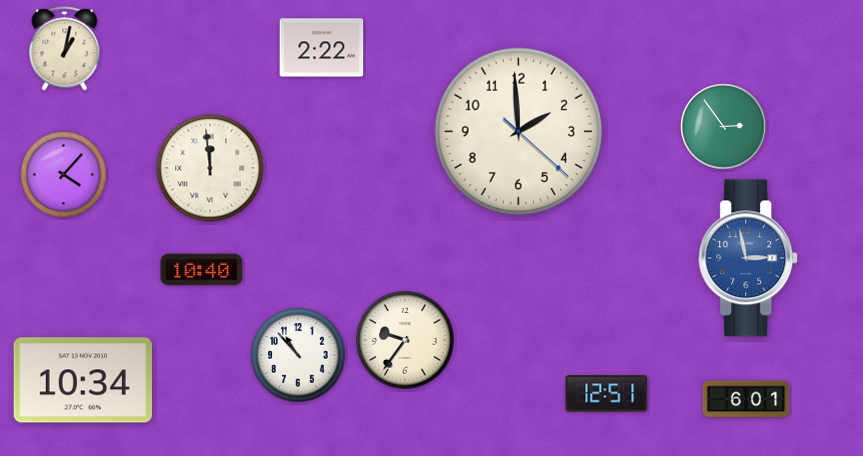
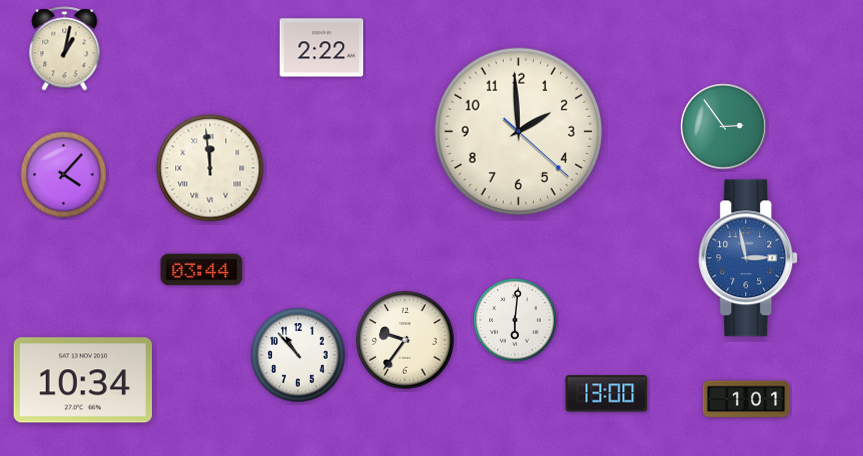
clock at (202, 270): 10:40 -> 03:44
clock at (515, 320): none -> 6:01
clock at (607, 394): 12:51 -> 13:00
clock at (746, 399): 6:01 -> 1:01
